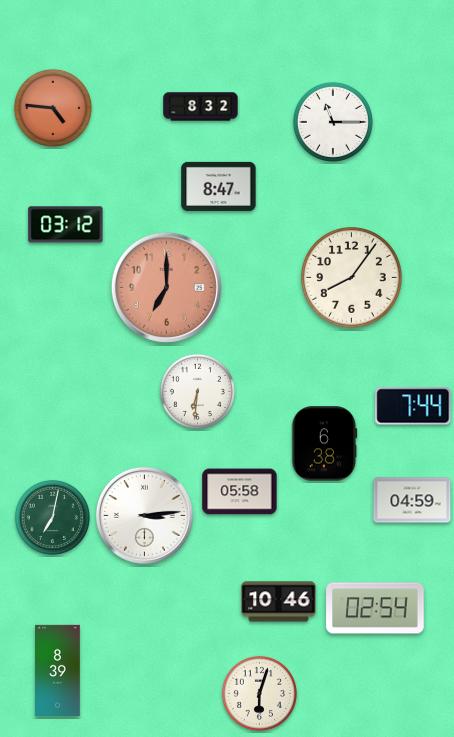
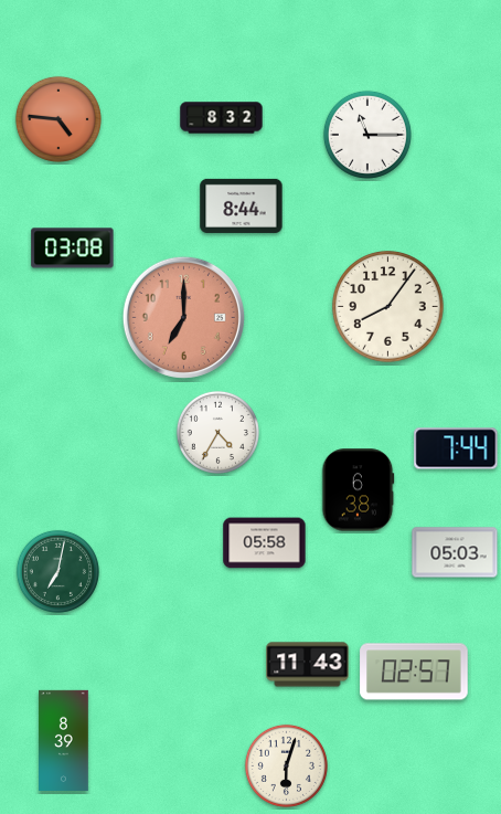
clock at (219, 186): 8:47 -> 8:44
clock at (66, 225): 03:12 -> 03:08
clock at (197, 391): 6:31 -> 4:35
clock at (412, 500): 04:59 -> 05:03
clock at (144, 515): 3:14 -> none
clock at (279, 602): 10:46 -> 11:43
clock at (375, 608): 02:54 -> 02:57
